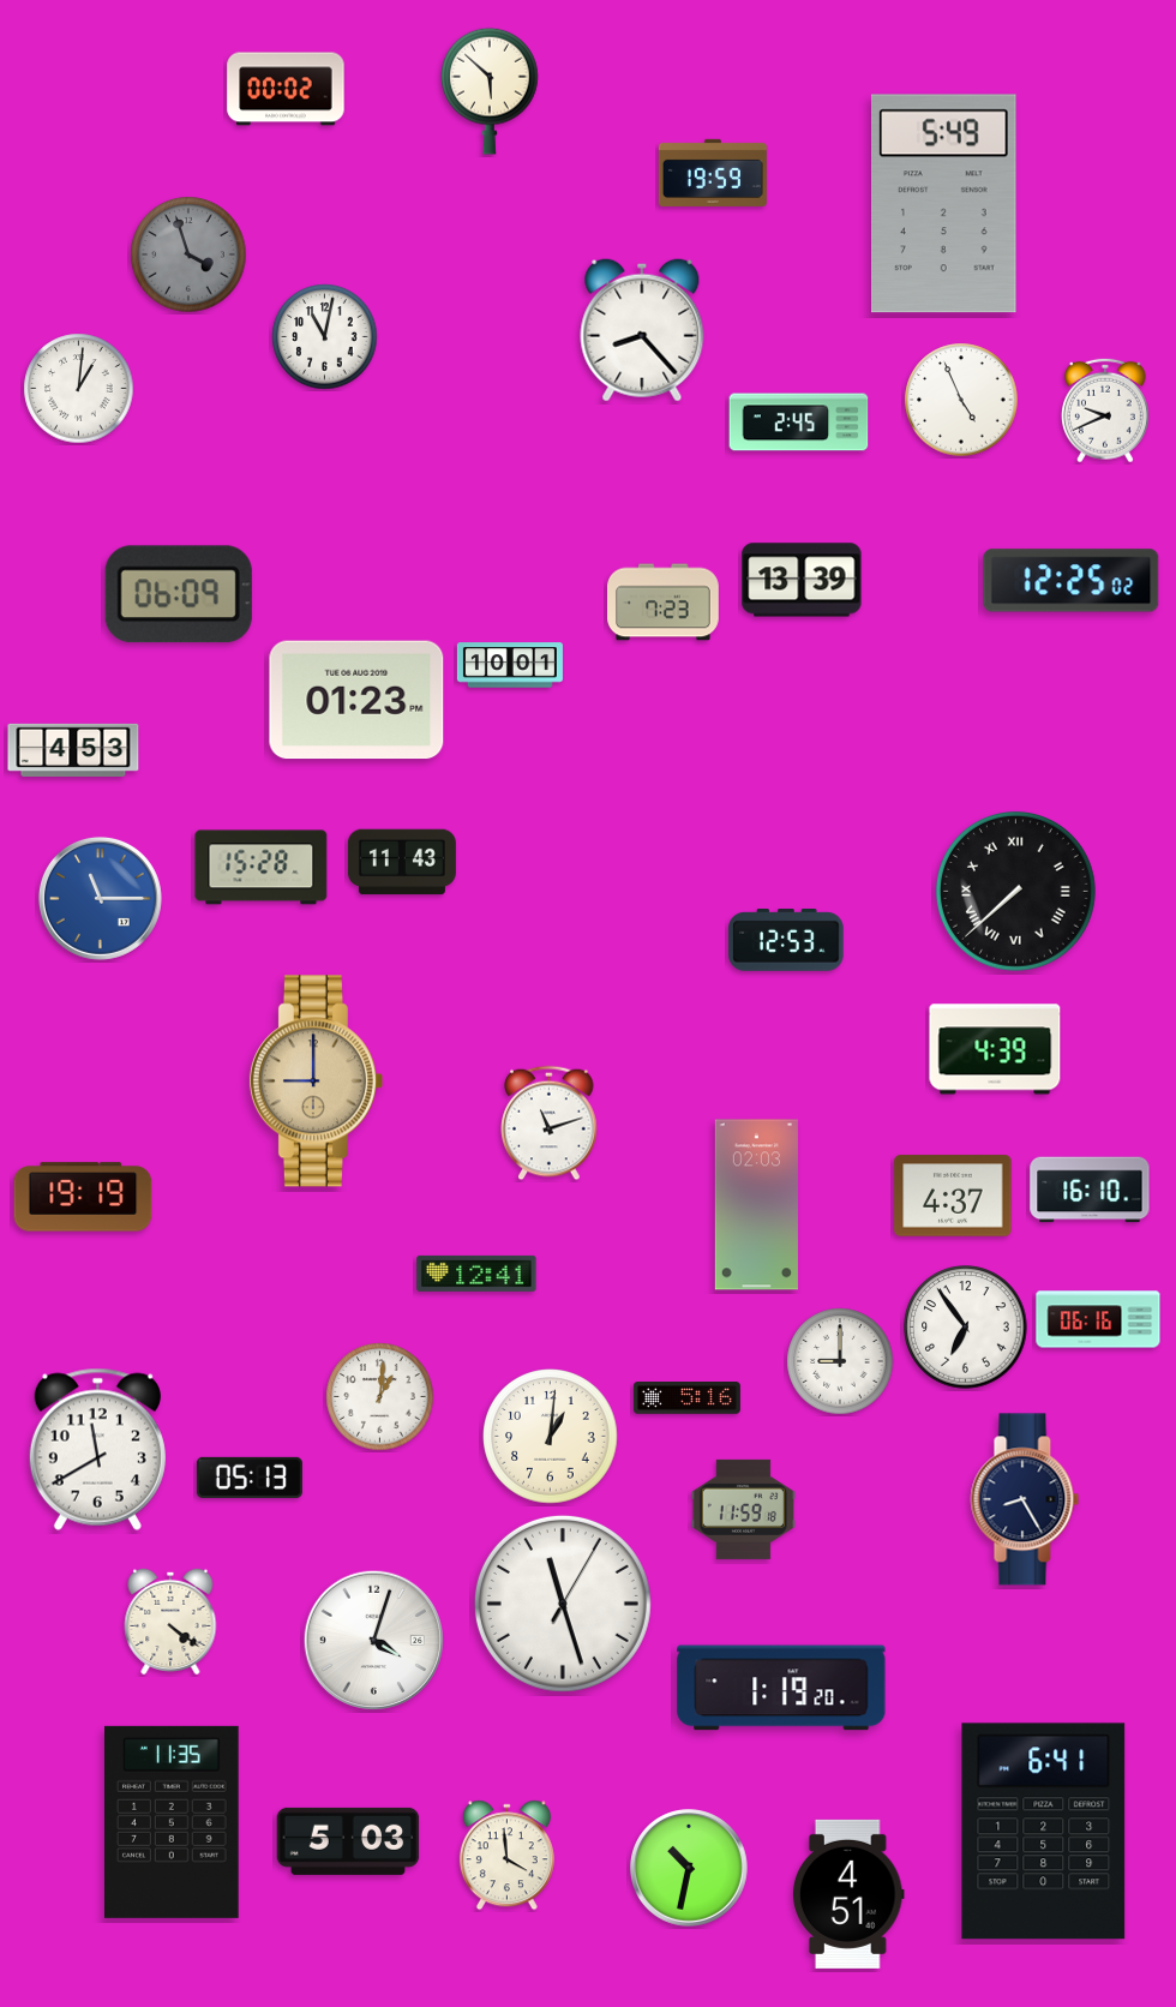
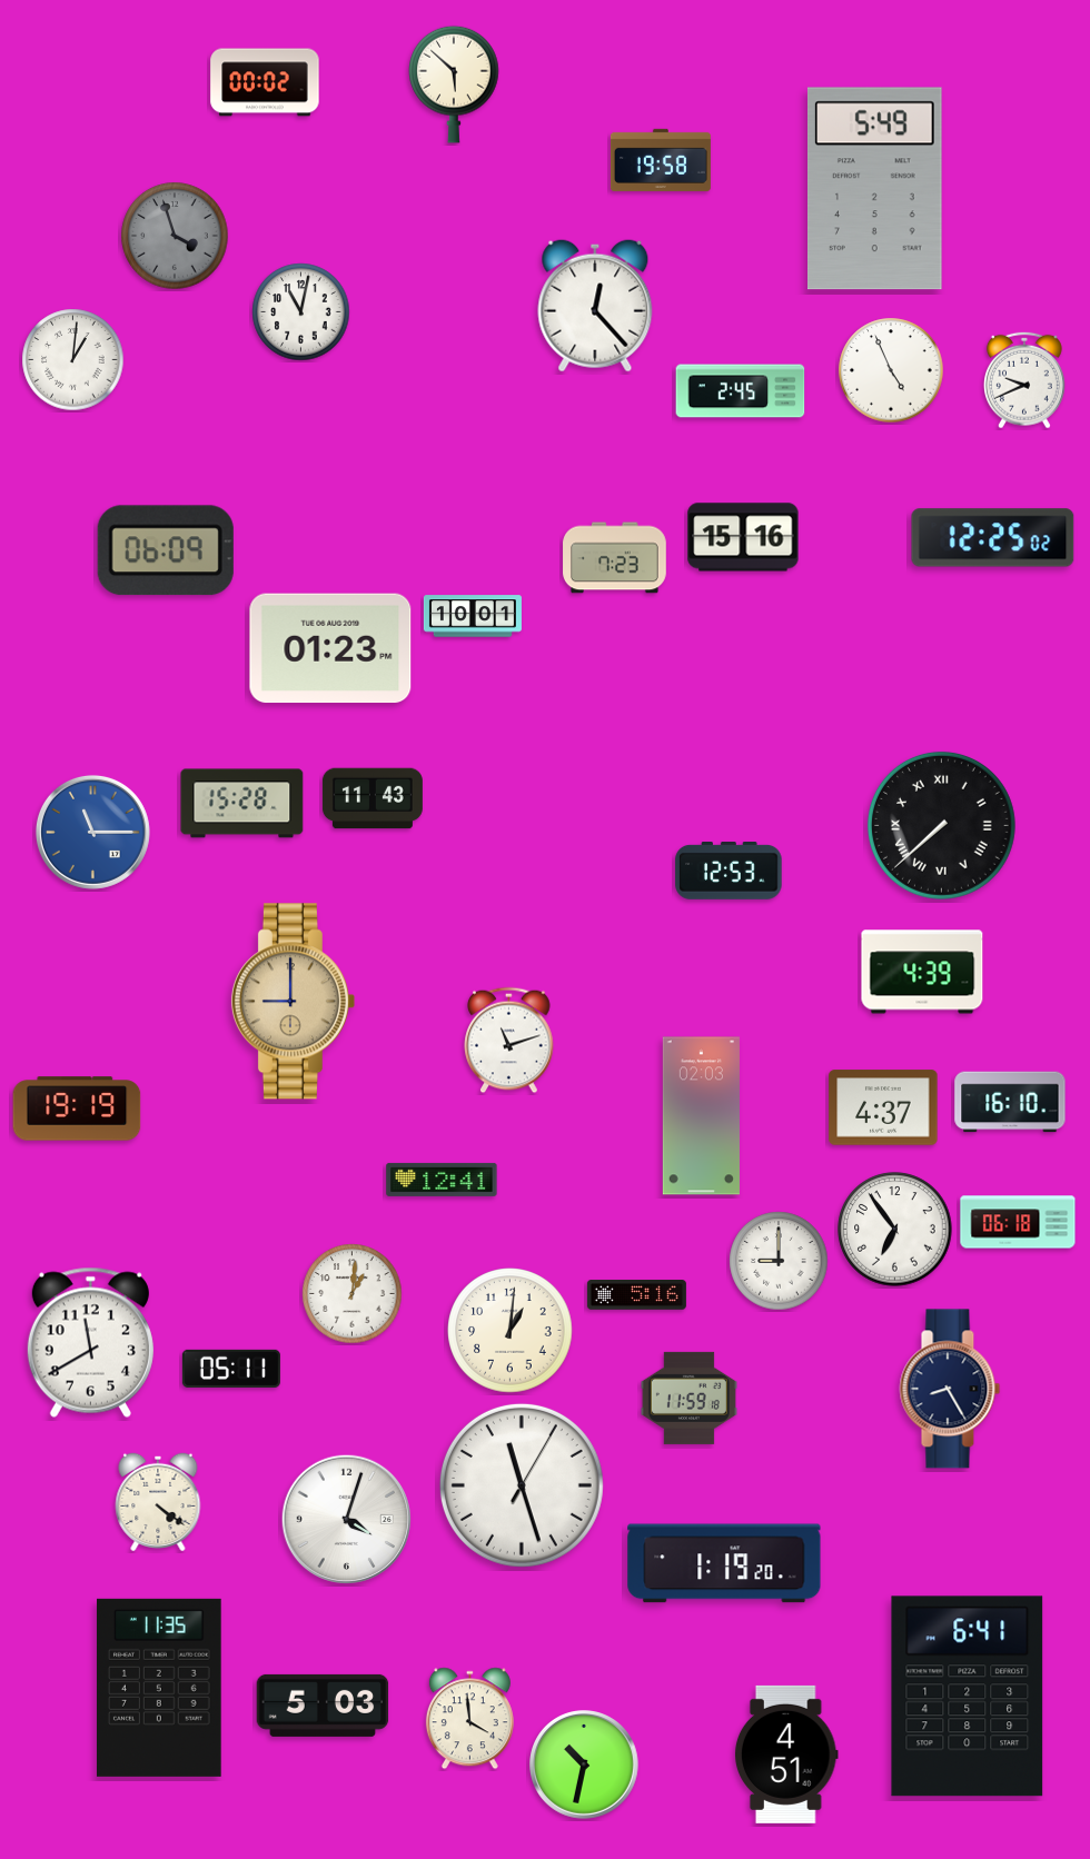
clock at (713, 173): 19:59 -> 19:58
clock at (642, 330): 8:23 -> 12:23
clock at (802, 580): 13:39 -> 15:16
clock at (73, 750): 4:53 -> none
clock at (1098, 1319): 06:16 -> 06:18
clock at (250, 1478): 05:13 -> 05:11
clock at (690, 1869) position: (690, 1869) -> (585, 1766)
